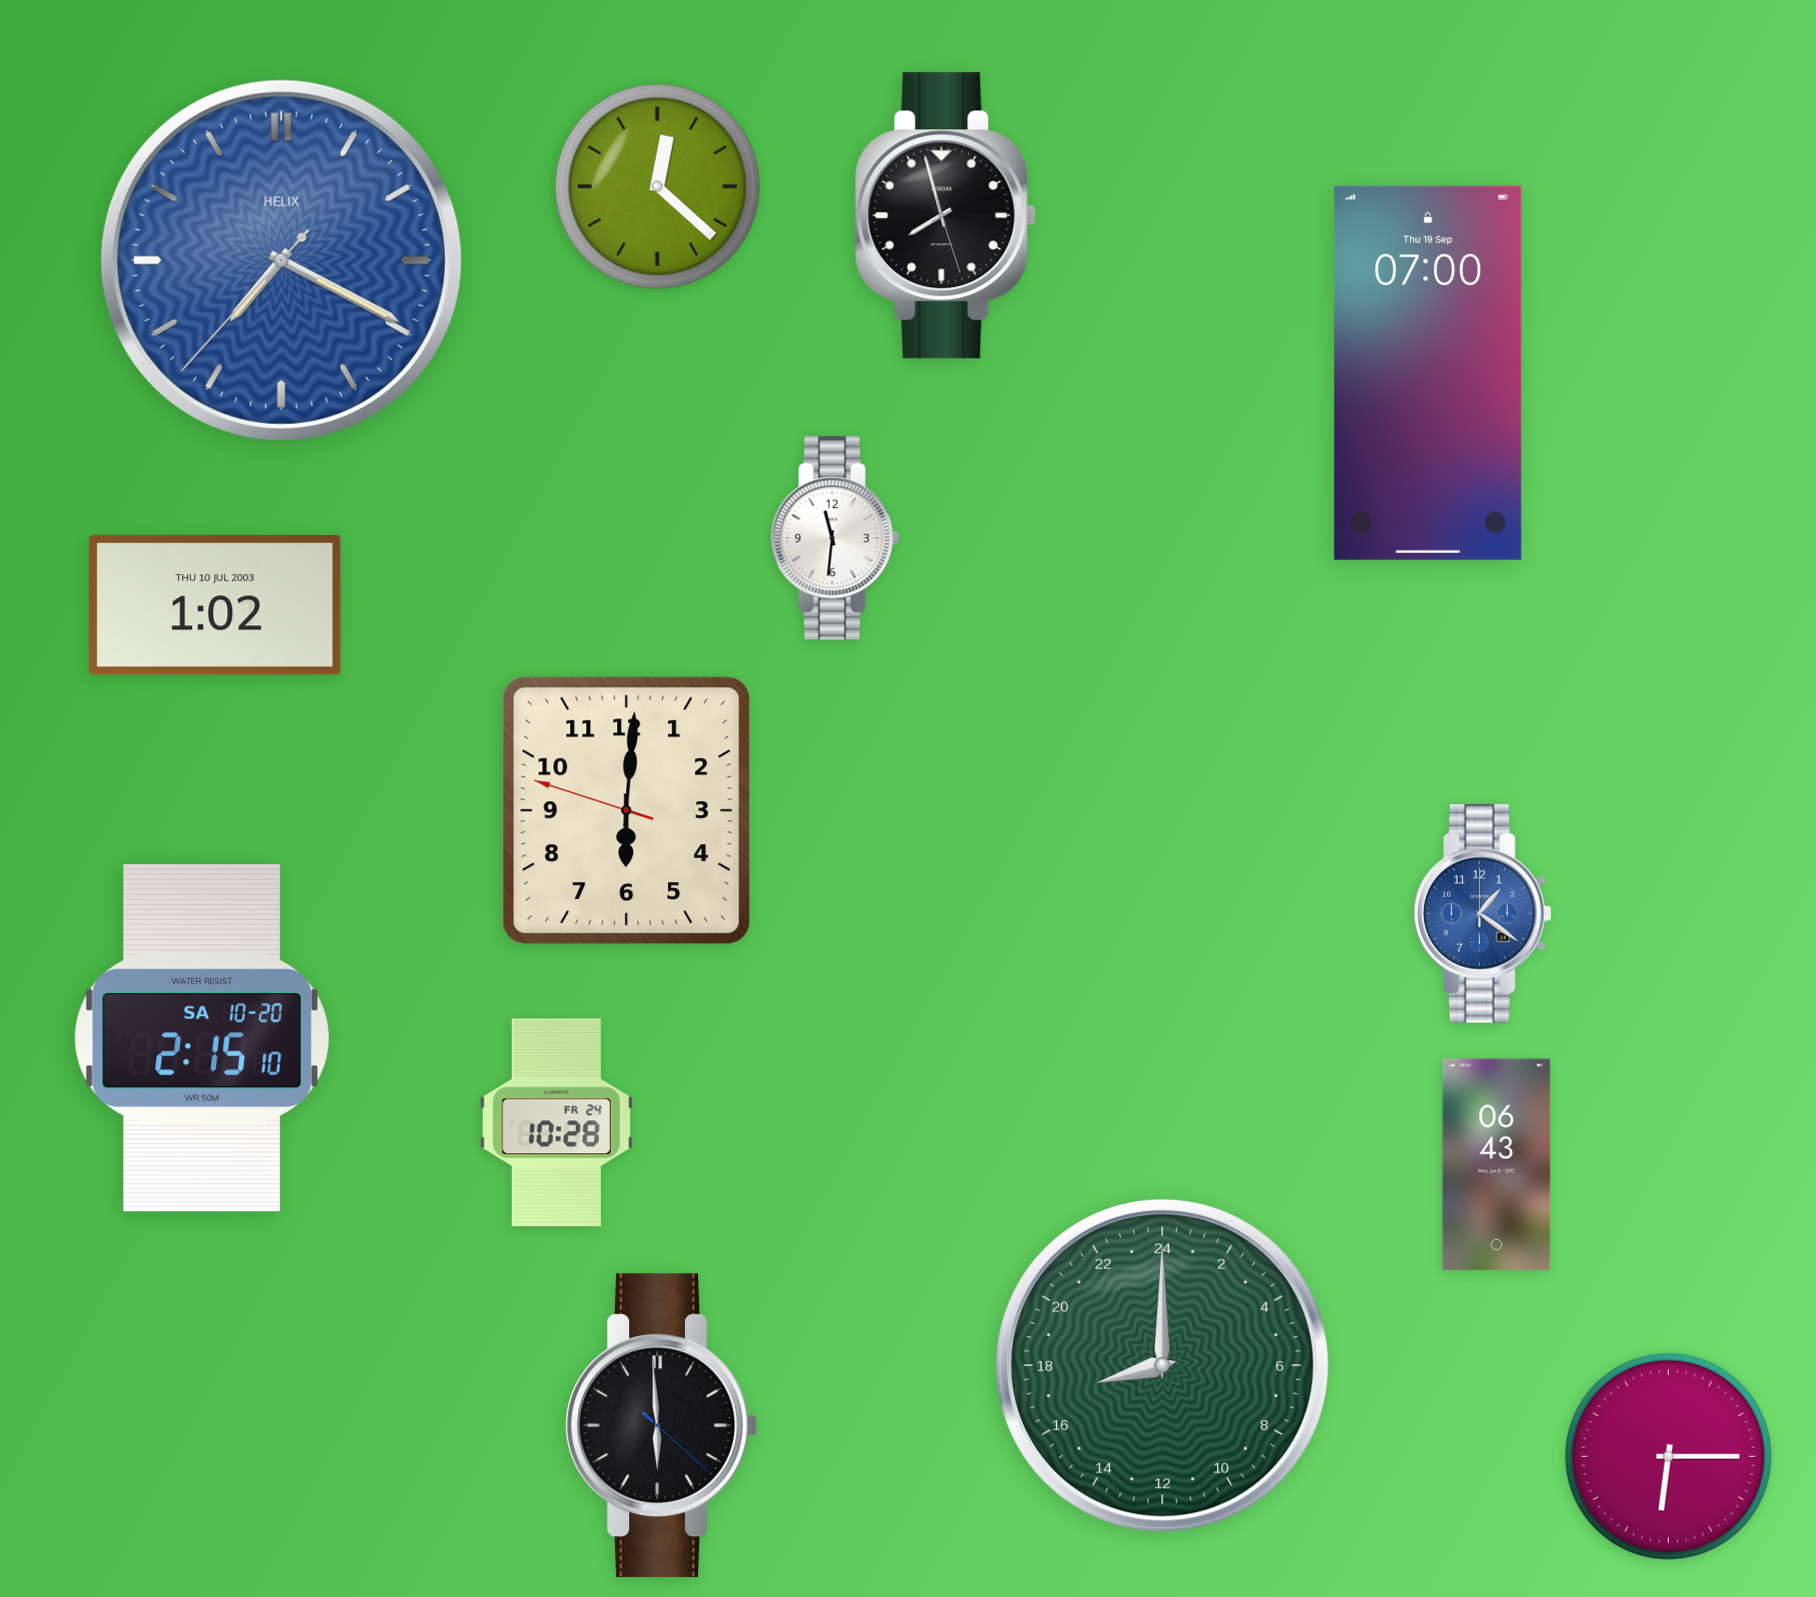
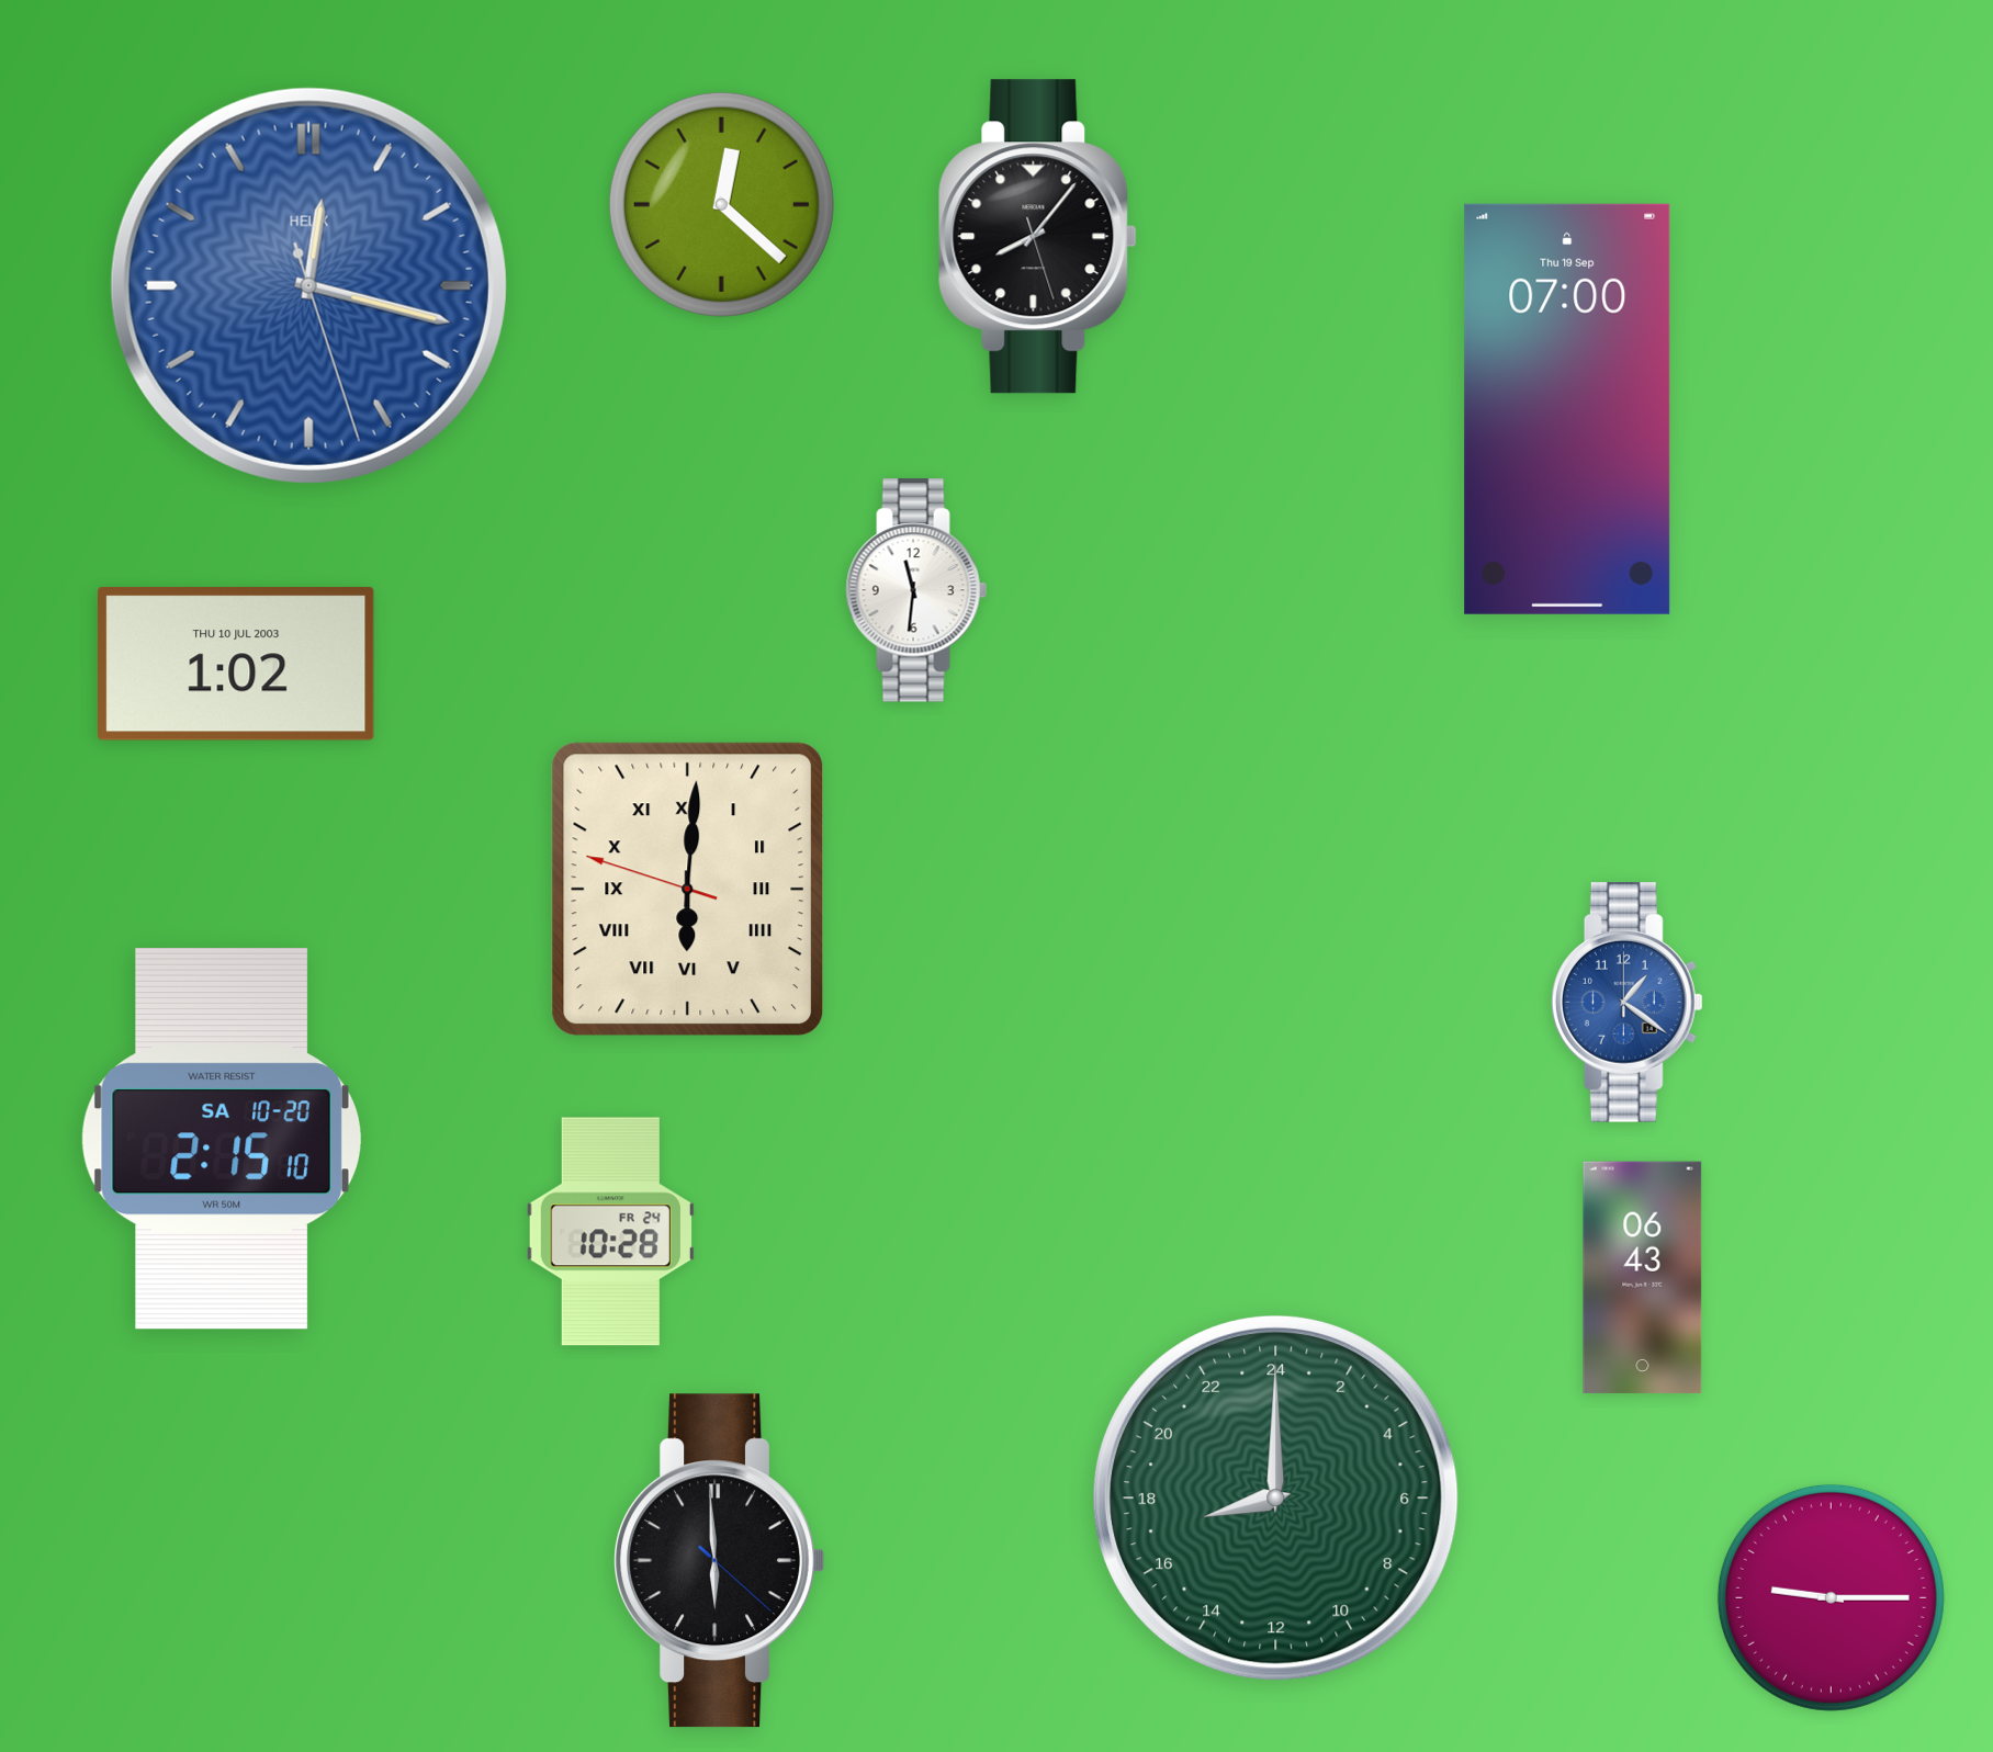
clock at (945, 216): 7:57 -> 8:06
clock at (281, 260): 7:19 -> 12:17
clock at (627, 810) numerals: Arabic -> Roman
clock at (661, 1426) position: (661, 1426) -> (719, 1561)
clock at (1668, 1456): 6:15 -> 9:15
